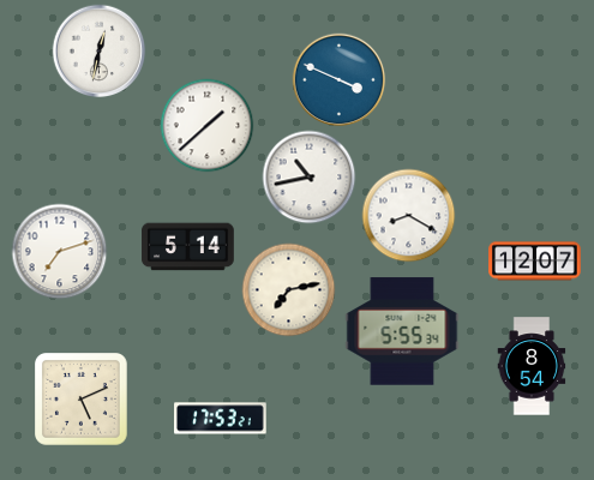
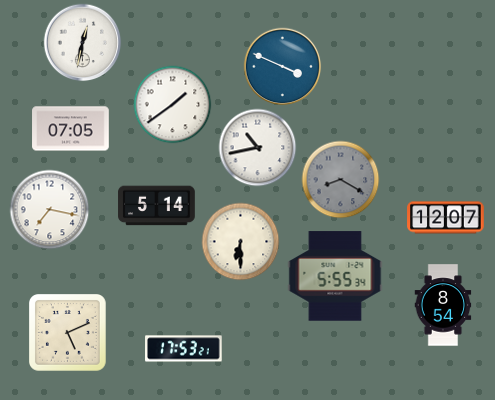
clock at (206, 125): 1:38 -> 1:39
clock at (71, 129): none -> 07:05
clock at (408, 215) dial: white -> grey
clock at (59, 251): 7:12 -> 7:17
clock at (288, 289): 7:13 -> 6:30
